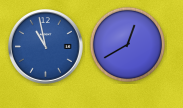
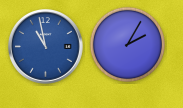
clock at (127, 44): 12:40 -> 2:05
